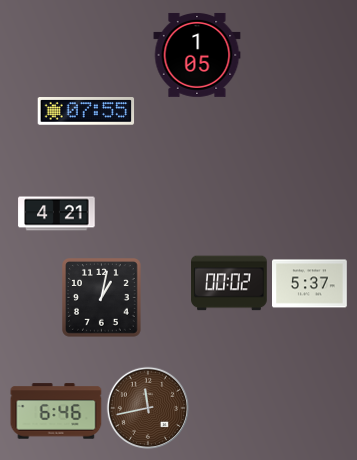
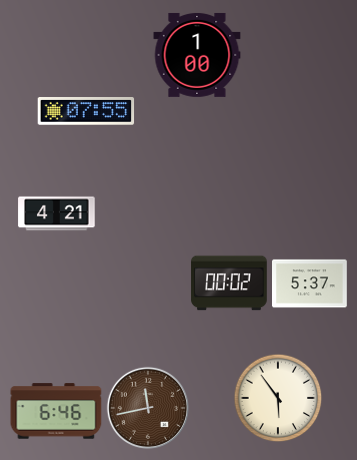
clock at (197, 55): 1:05 -> 1:00
clock at (102, 298): 1:02 -> none
clock at (278, 398): none -> 5:54
